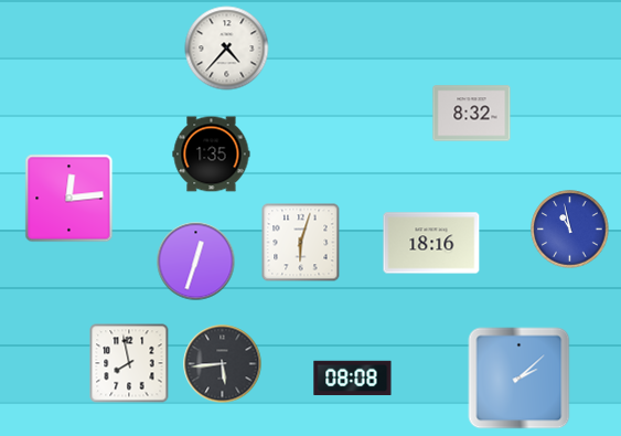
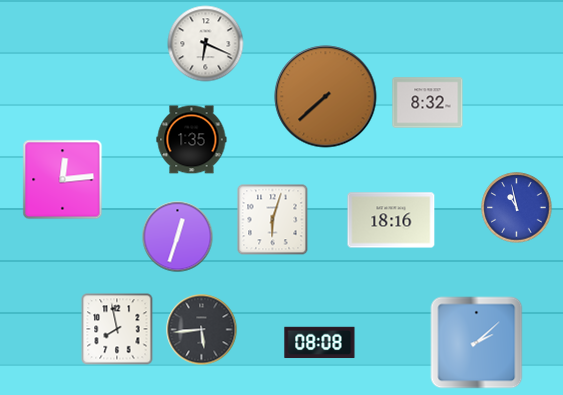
clock at (227, 49): 4:37 -> 6:19
clock at (326, 97): none -> 7:38
clock at (520, 379) position: (520, 379) -> (477, 343)
